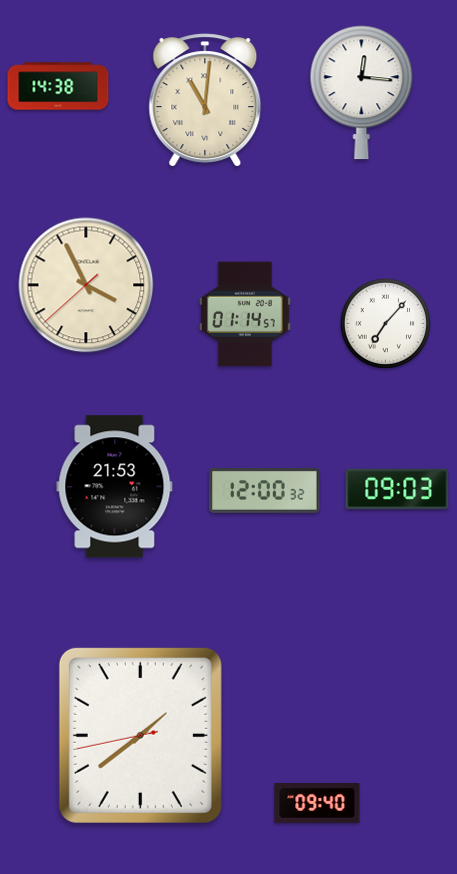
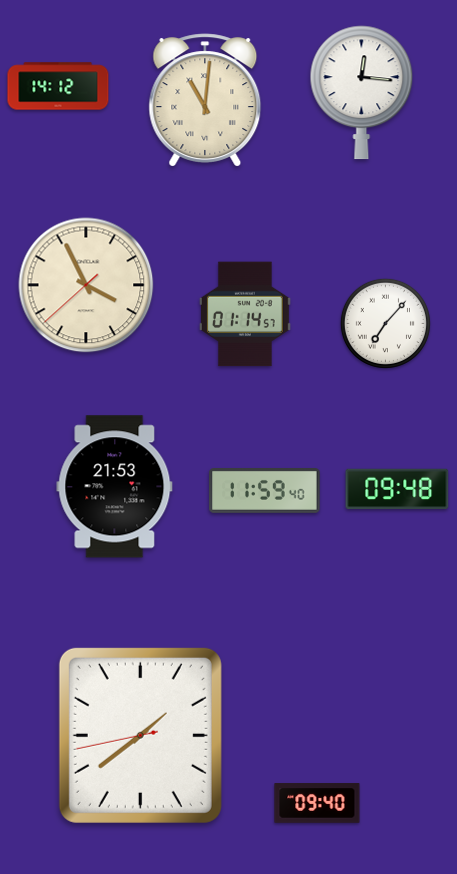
clock at (58, 86): 14:38 -> 14:12
clock at (397, 489): 09:03 -> 09:48
clock at (265, 491): 12:00 -> 11:59
